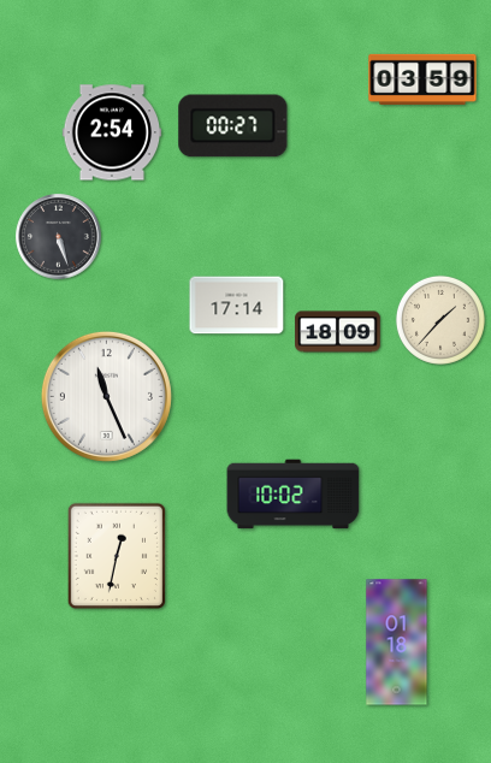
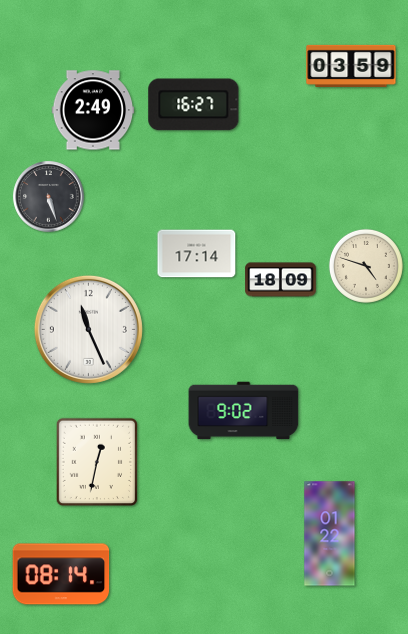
clock at (233, 126): 00:27 -> 16:27
clock at (112, 132): 2:54 -> 2:49
clock at (440, 320): 1:37 -> 4:48
clock at (338, 332) position: (338, 332) -> (281, 280)
clock at (294, 495): 10:02 -> 9:02
clock at (397, 643): 01:18 -> 01:22
clock at (61, 574): none -> 08:14
